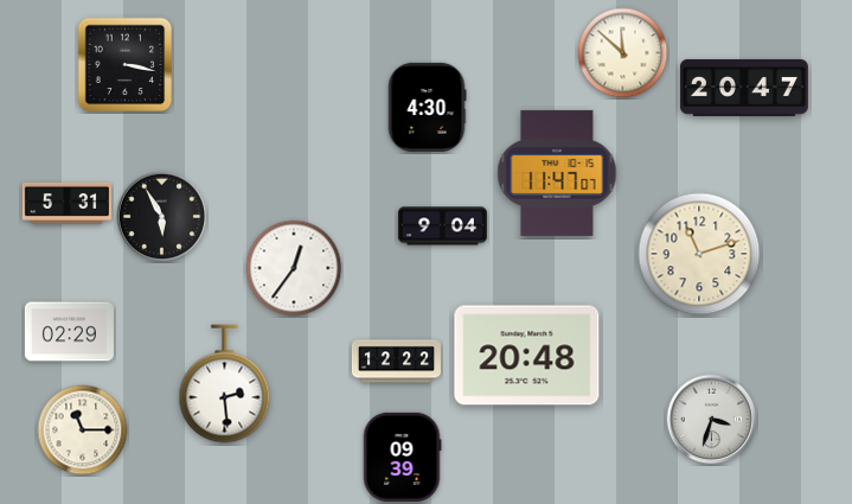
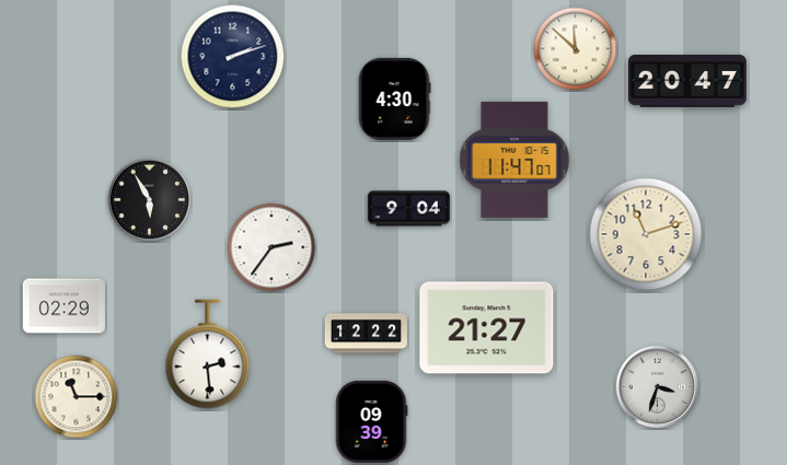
clock at (233, 57): none -> 2:12
clock at (126, 65): 3:17 -> none
clock at (66, 203): 5:31 -> none
clock at (294, 268): 12:36 -> 2:36
clock at (527, 356): 20:48 -> 21:27
